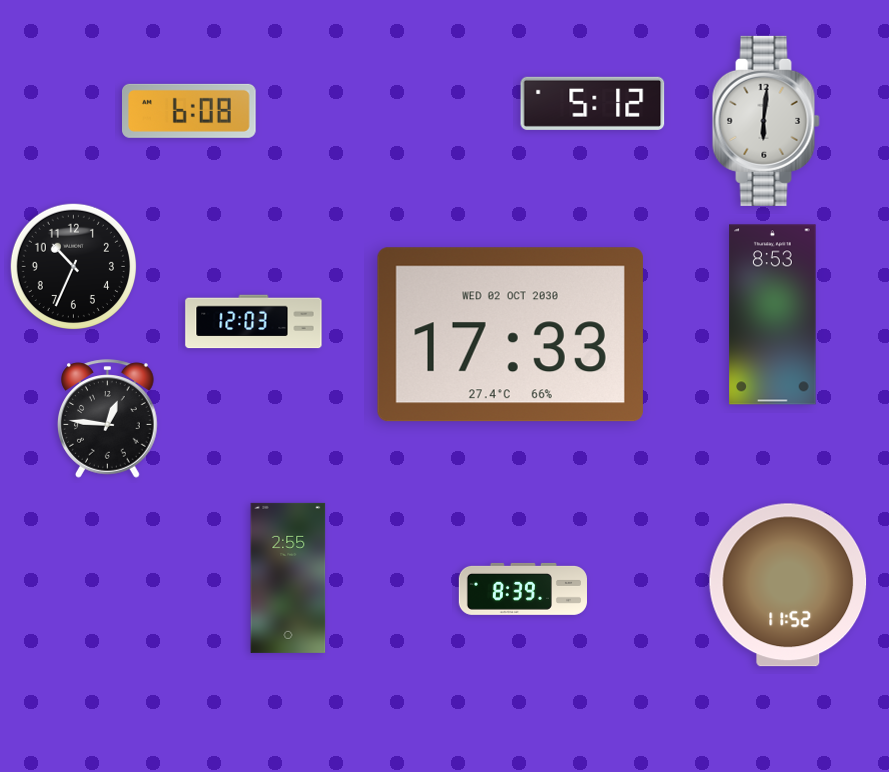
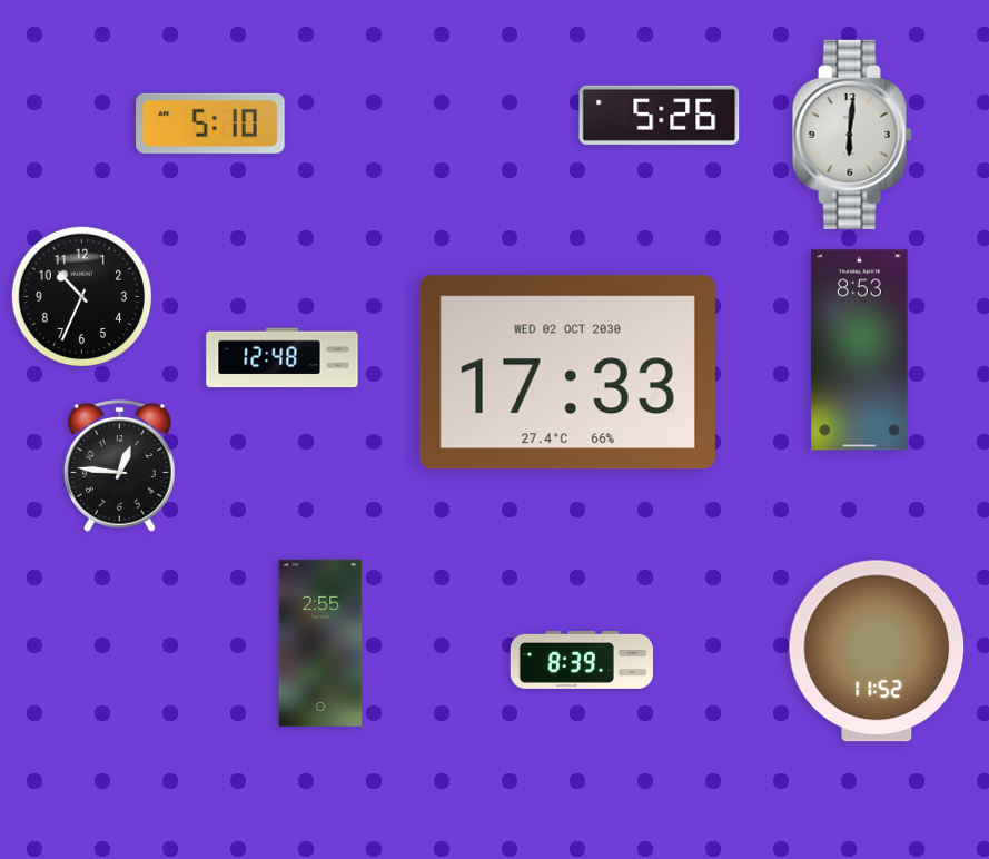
clock at (593, 103): 5:12 -> 5:26
clock at (189, 111): 6:08 -> 5:10
clock at (254, 322): 12:03 -> 12:48
clock at (522, 589) position: (522, 589) -> (581, 660)
